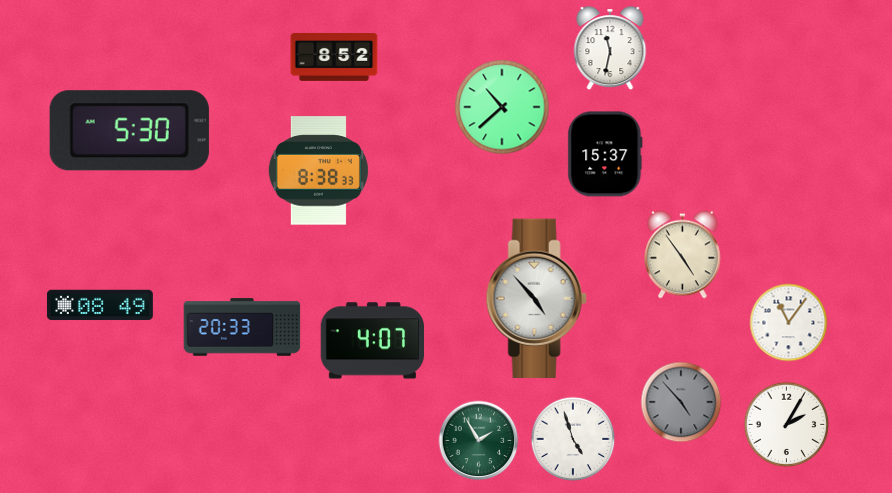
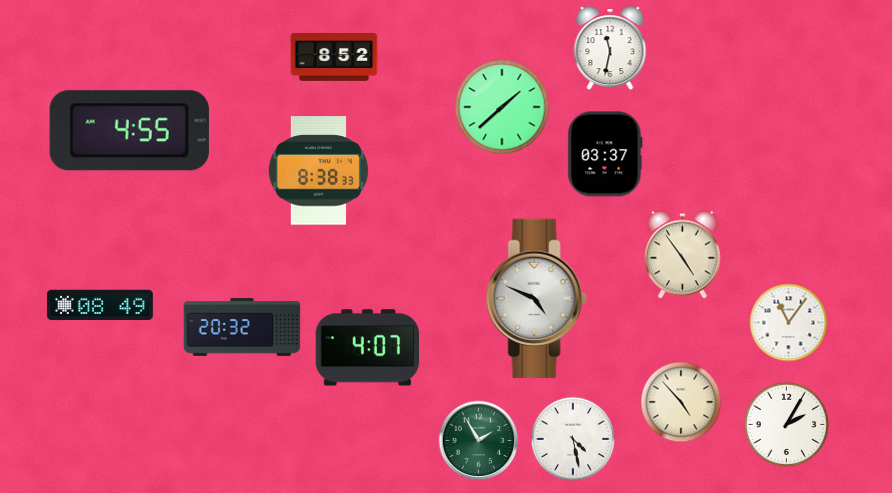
clock at (502, 107): 10:38 -> 1:38
clock at (129, 131): 5:30 -> 4:55
clock at (605, 154): 15:37 -> 03:37
clock at (536, 298): 4:53 -> 4:49
clock at (242, 327): 20:33 -> 20:32
clock at (372, 341) position: (372, 341) -> (367, 348)
clock at (681, 402) dial: grey -> cream
clock at (573, 439): 4:57 -> 4:28
